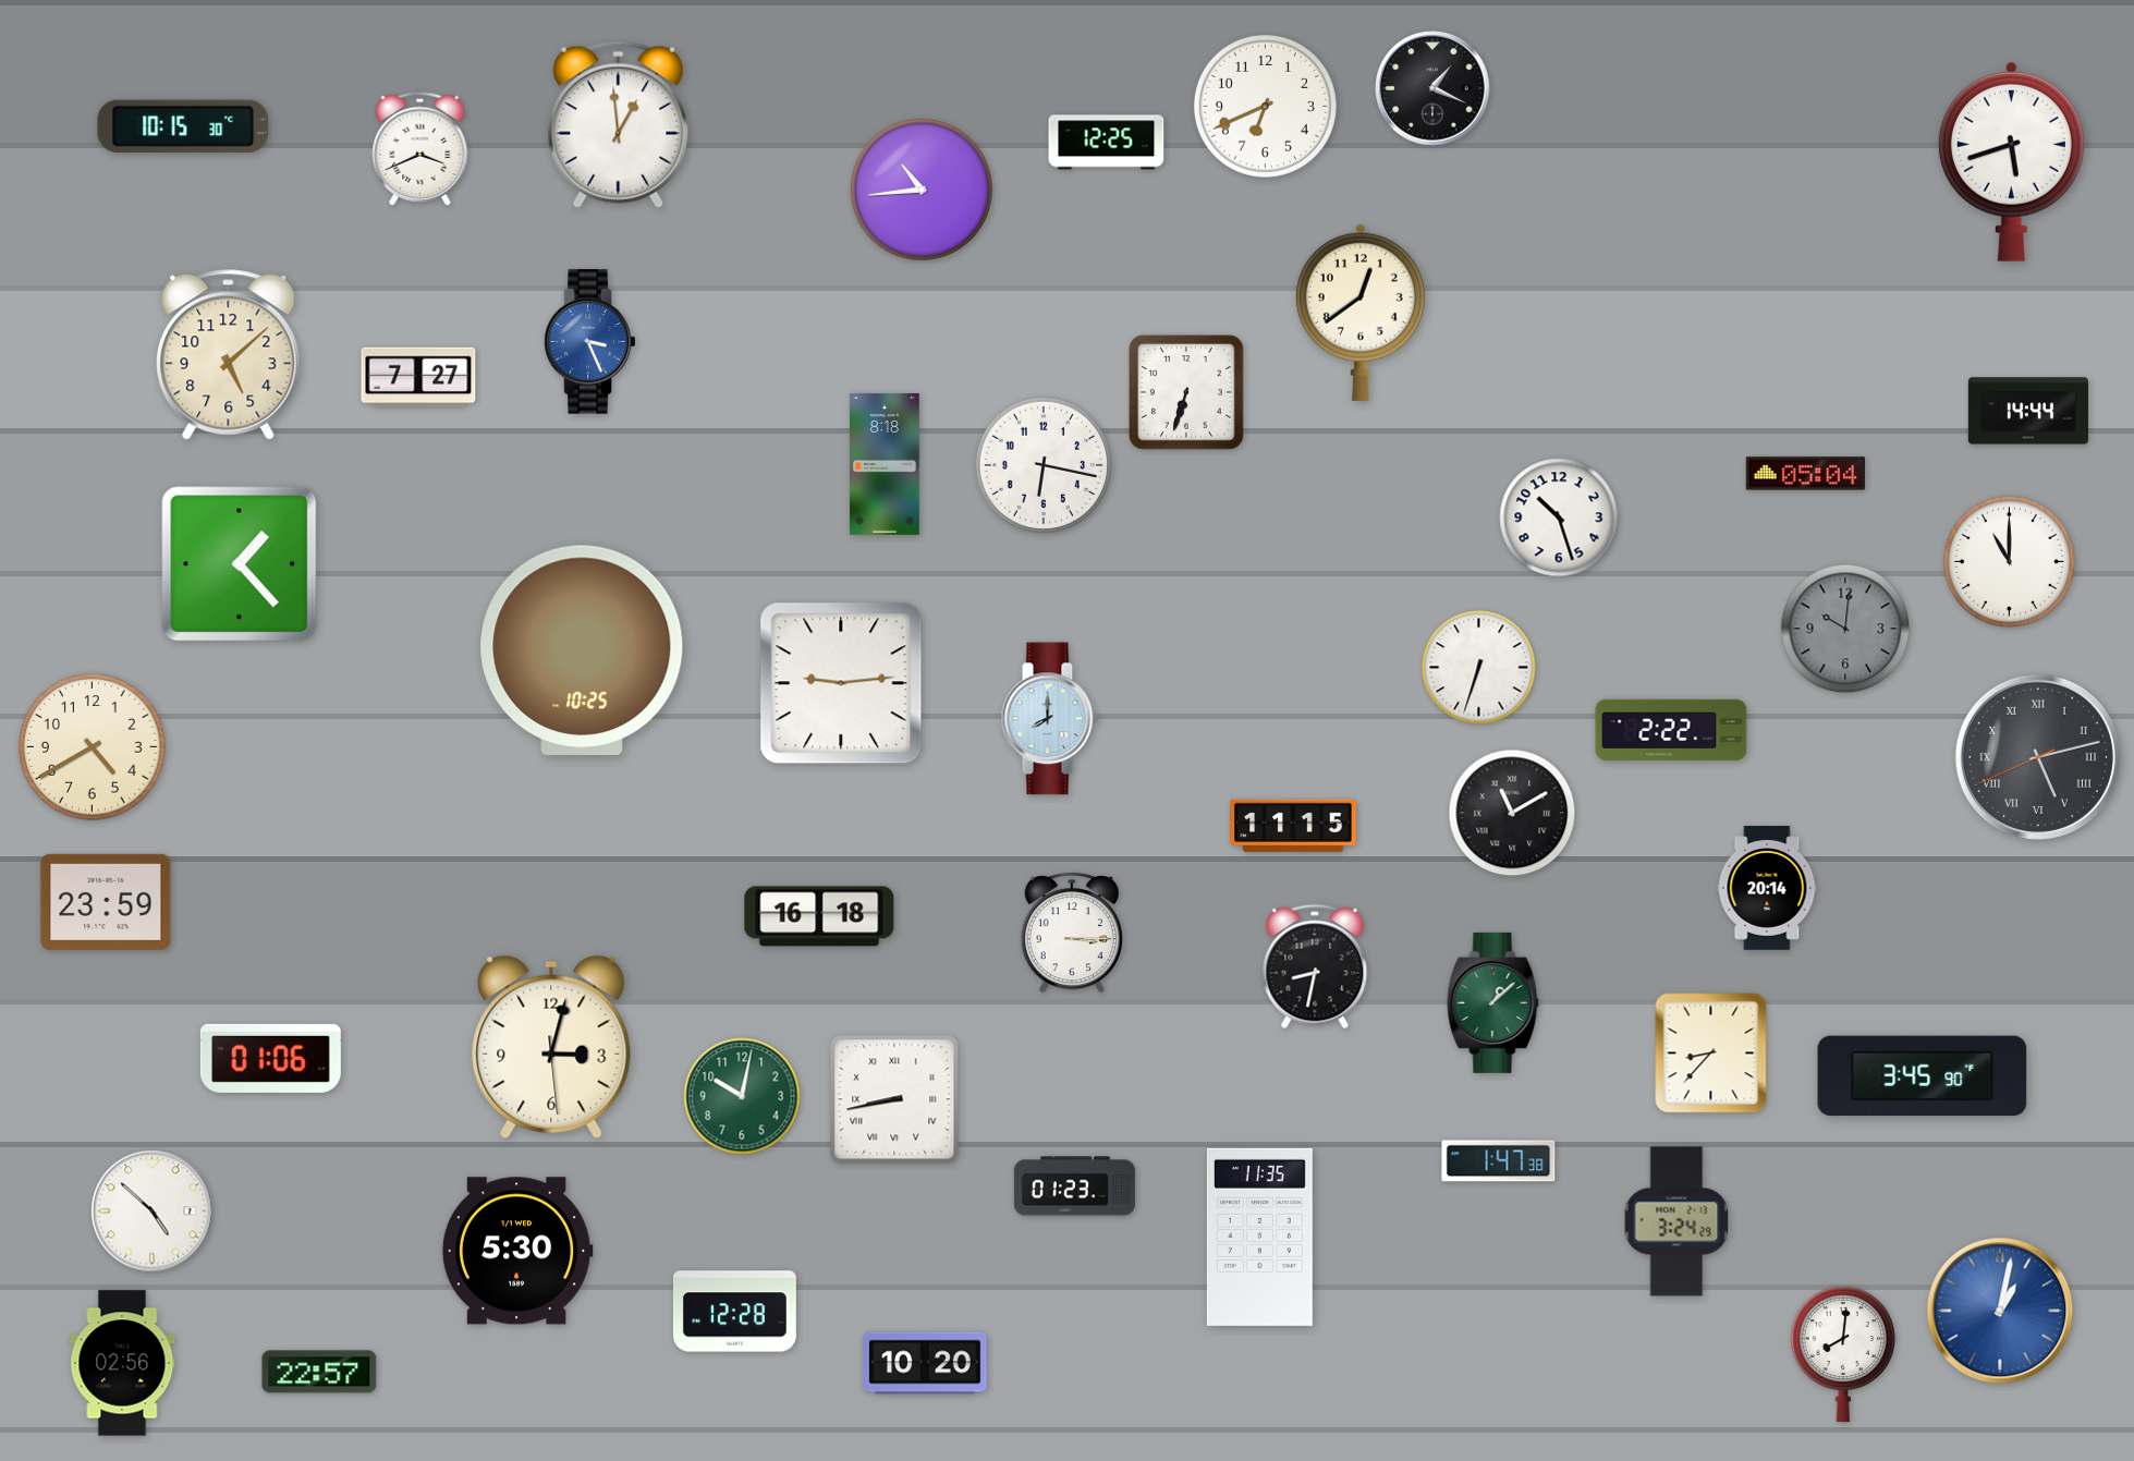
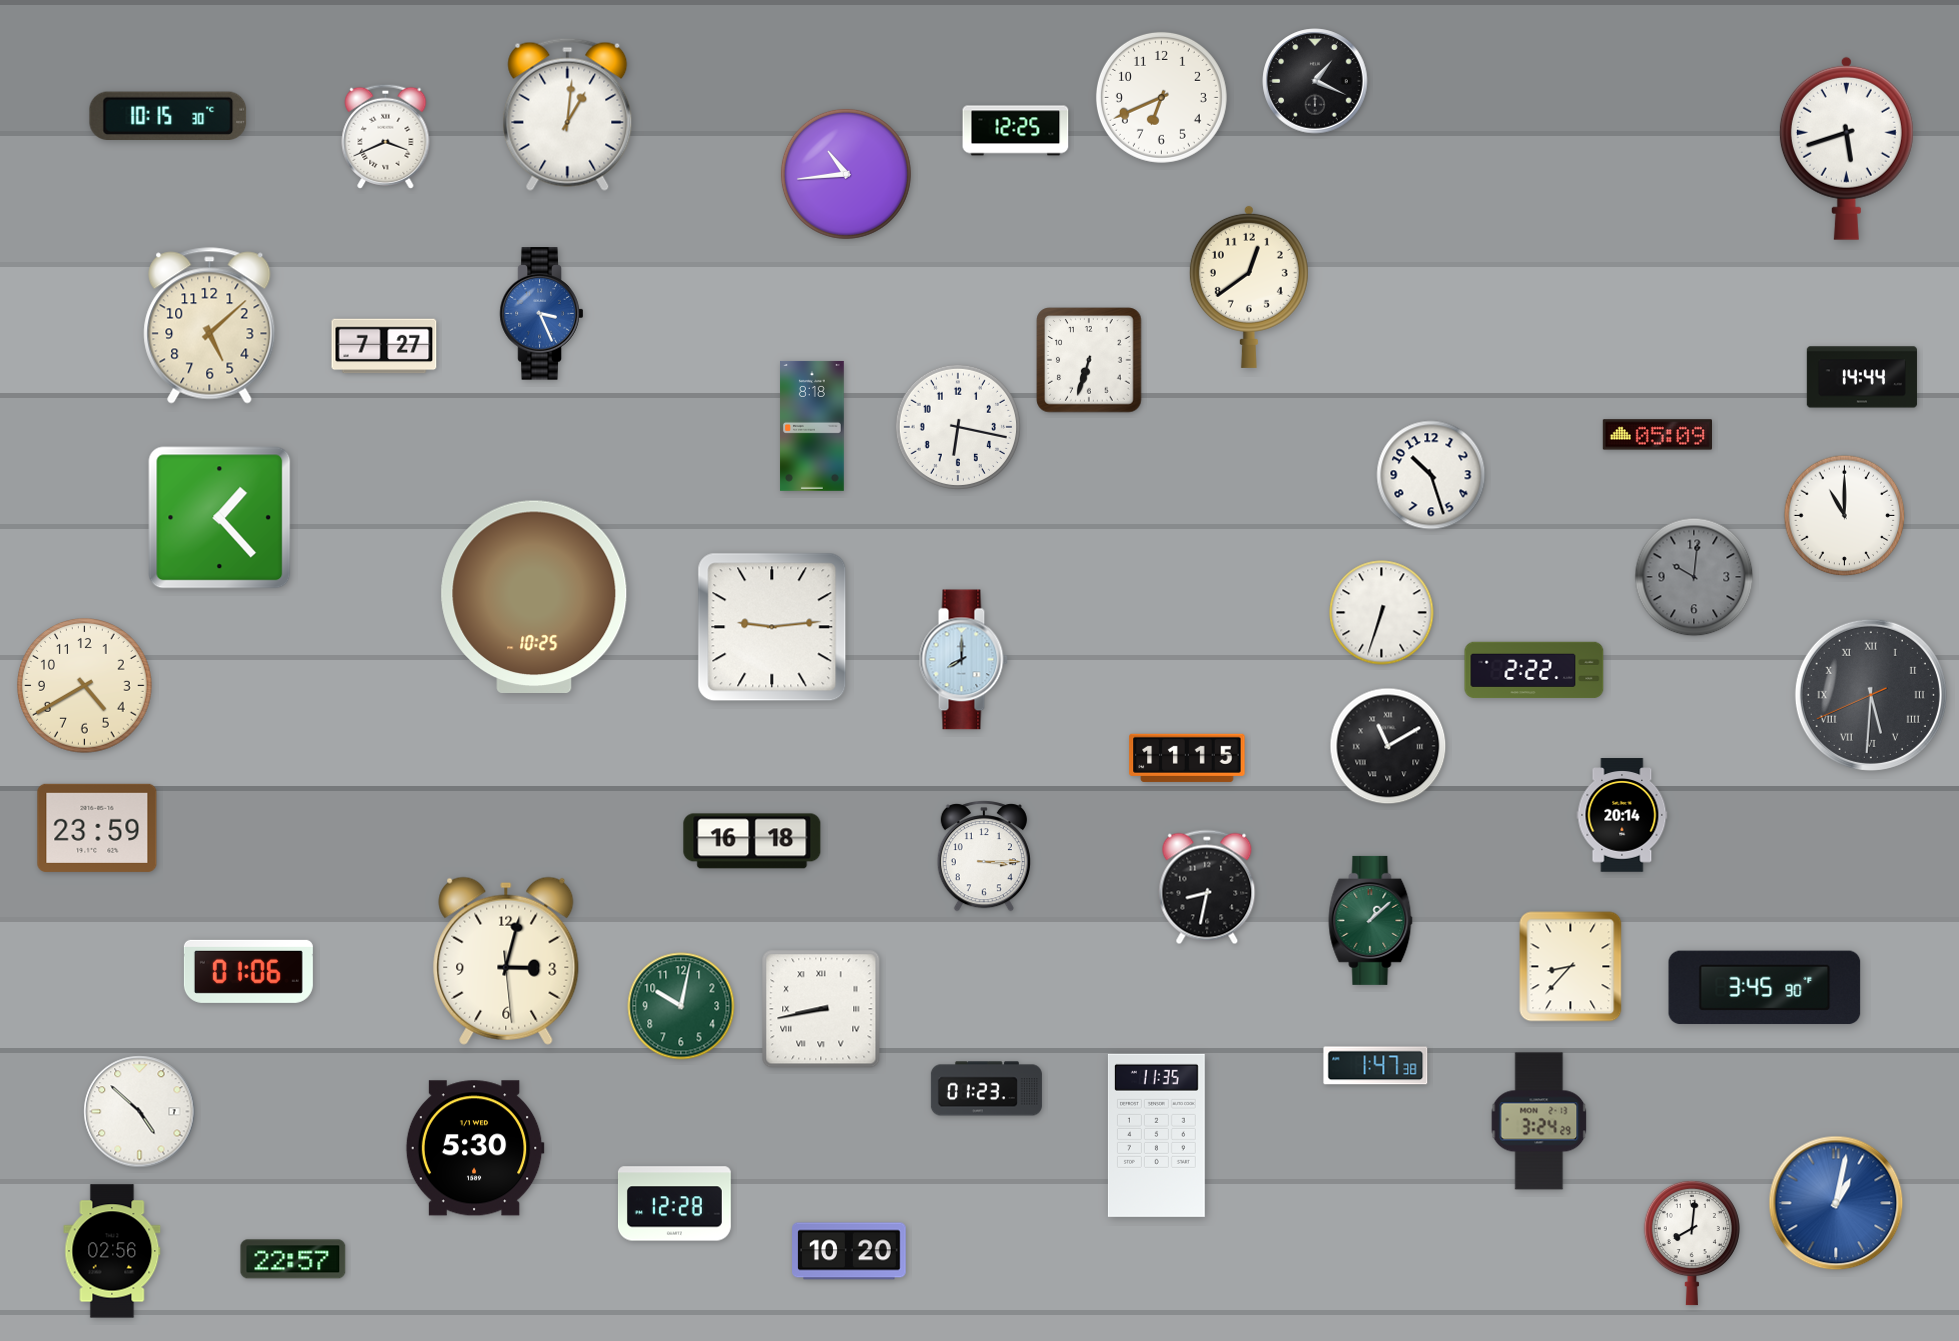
clock at (619, 124): 12:59 -> 1:01
clock at (1806, 474): 05:04 -> 05:09
clock at (1479, 668) position: (1479, 668) -> (1382, 613)
clock at (2038, 757): 5:12 -> 5:30
